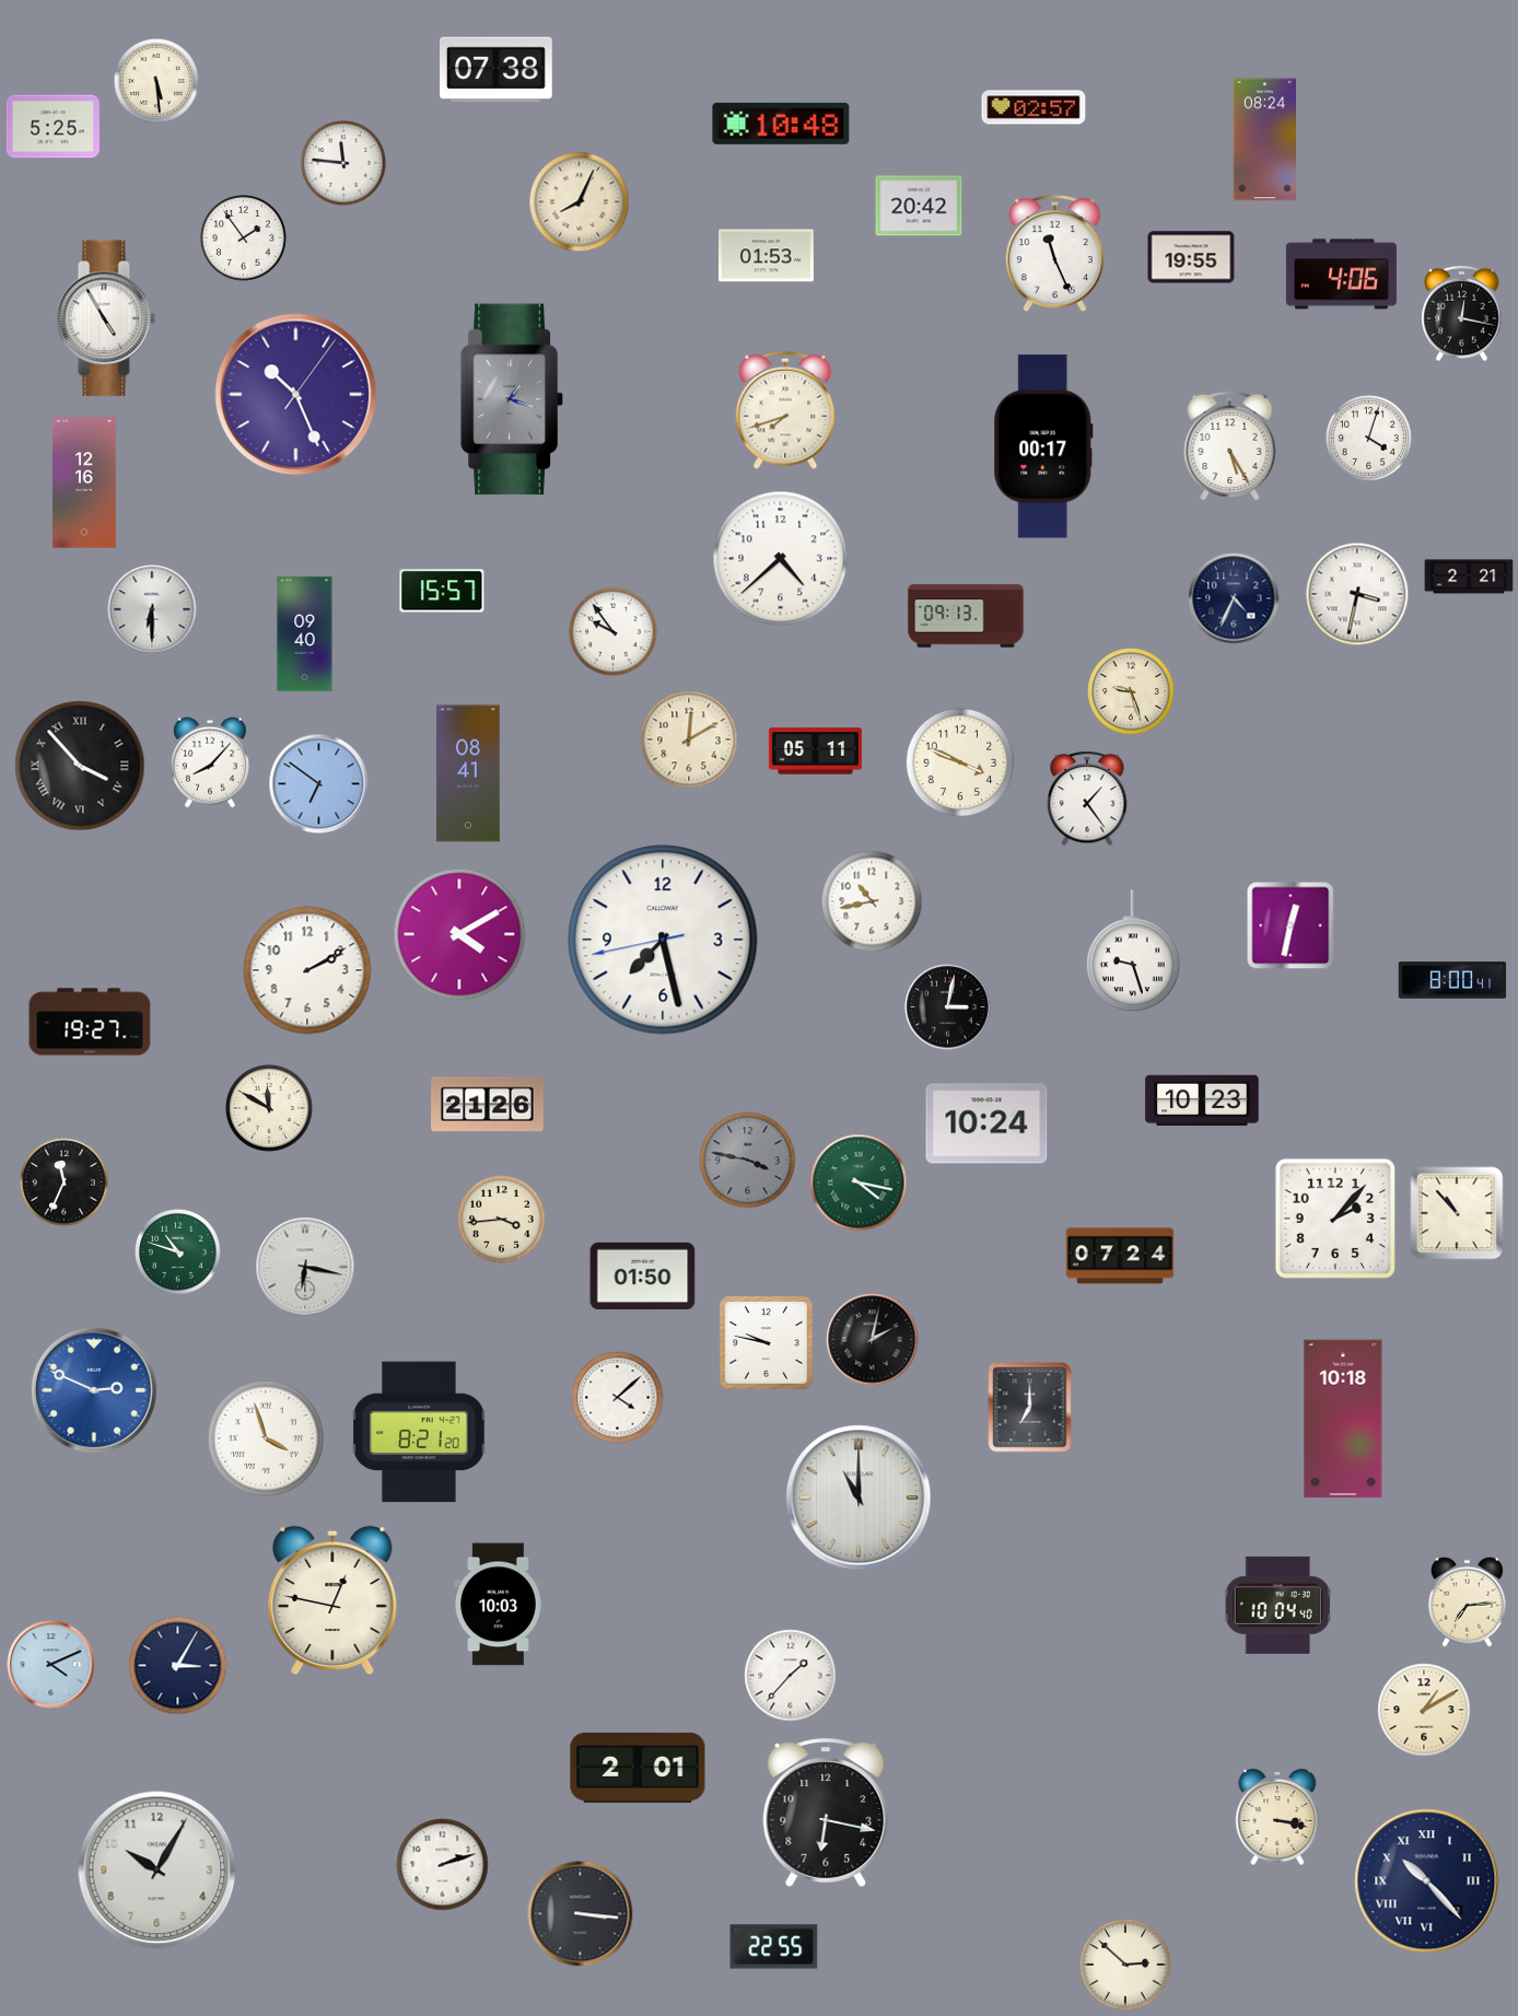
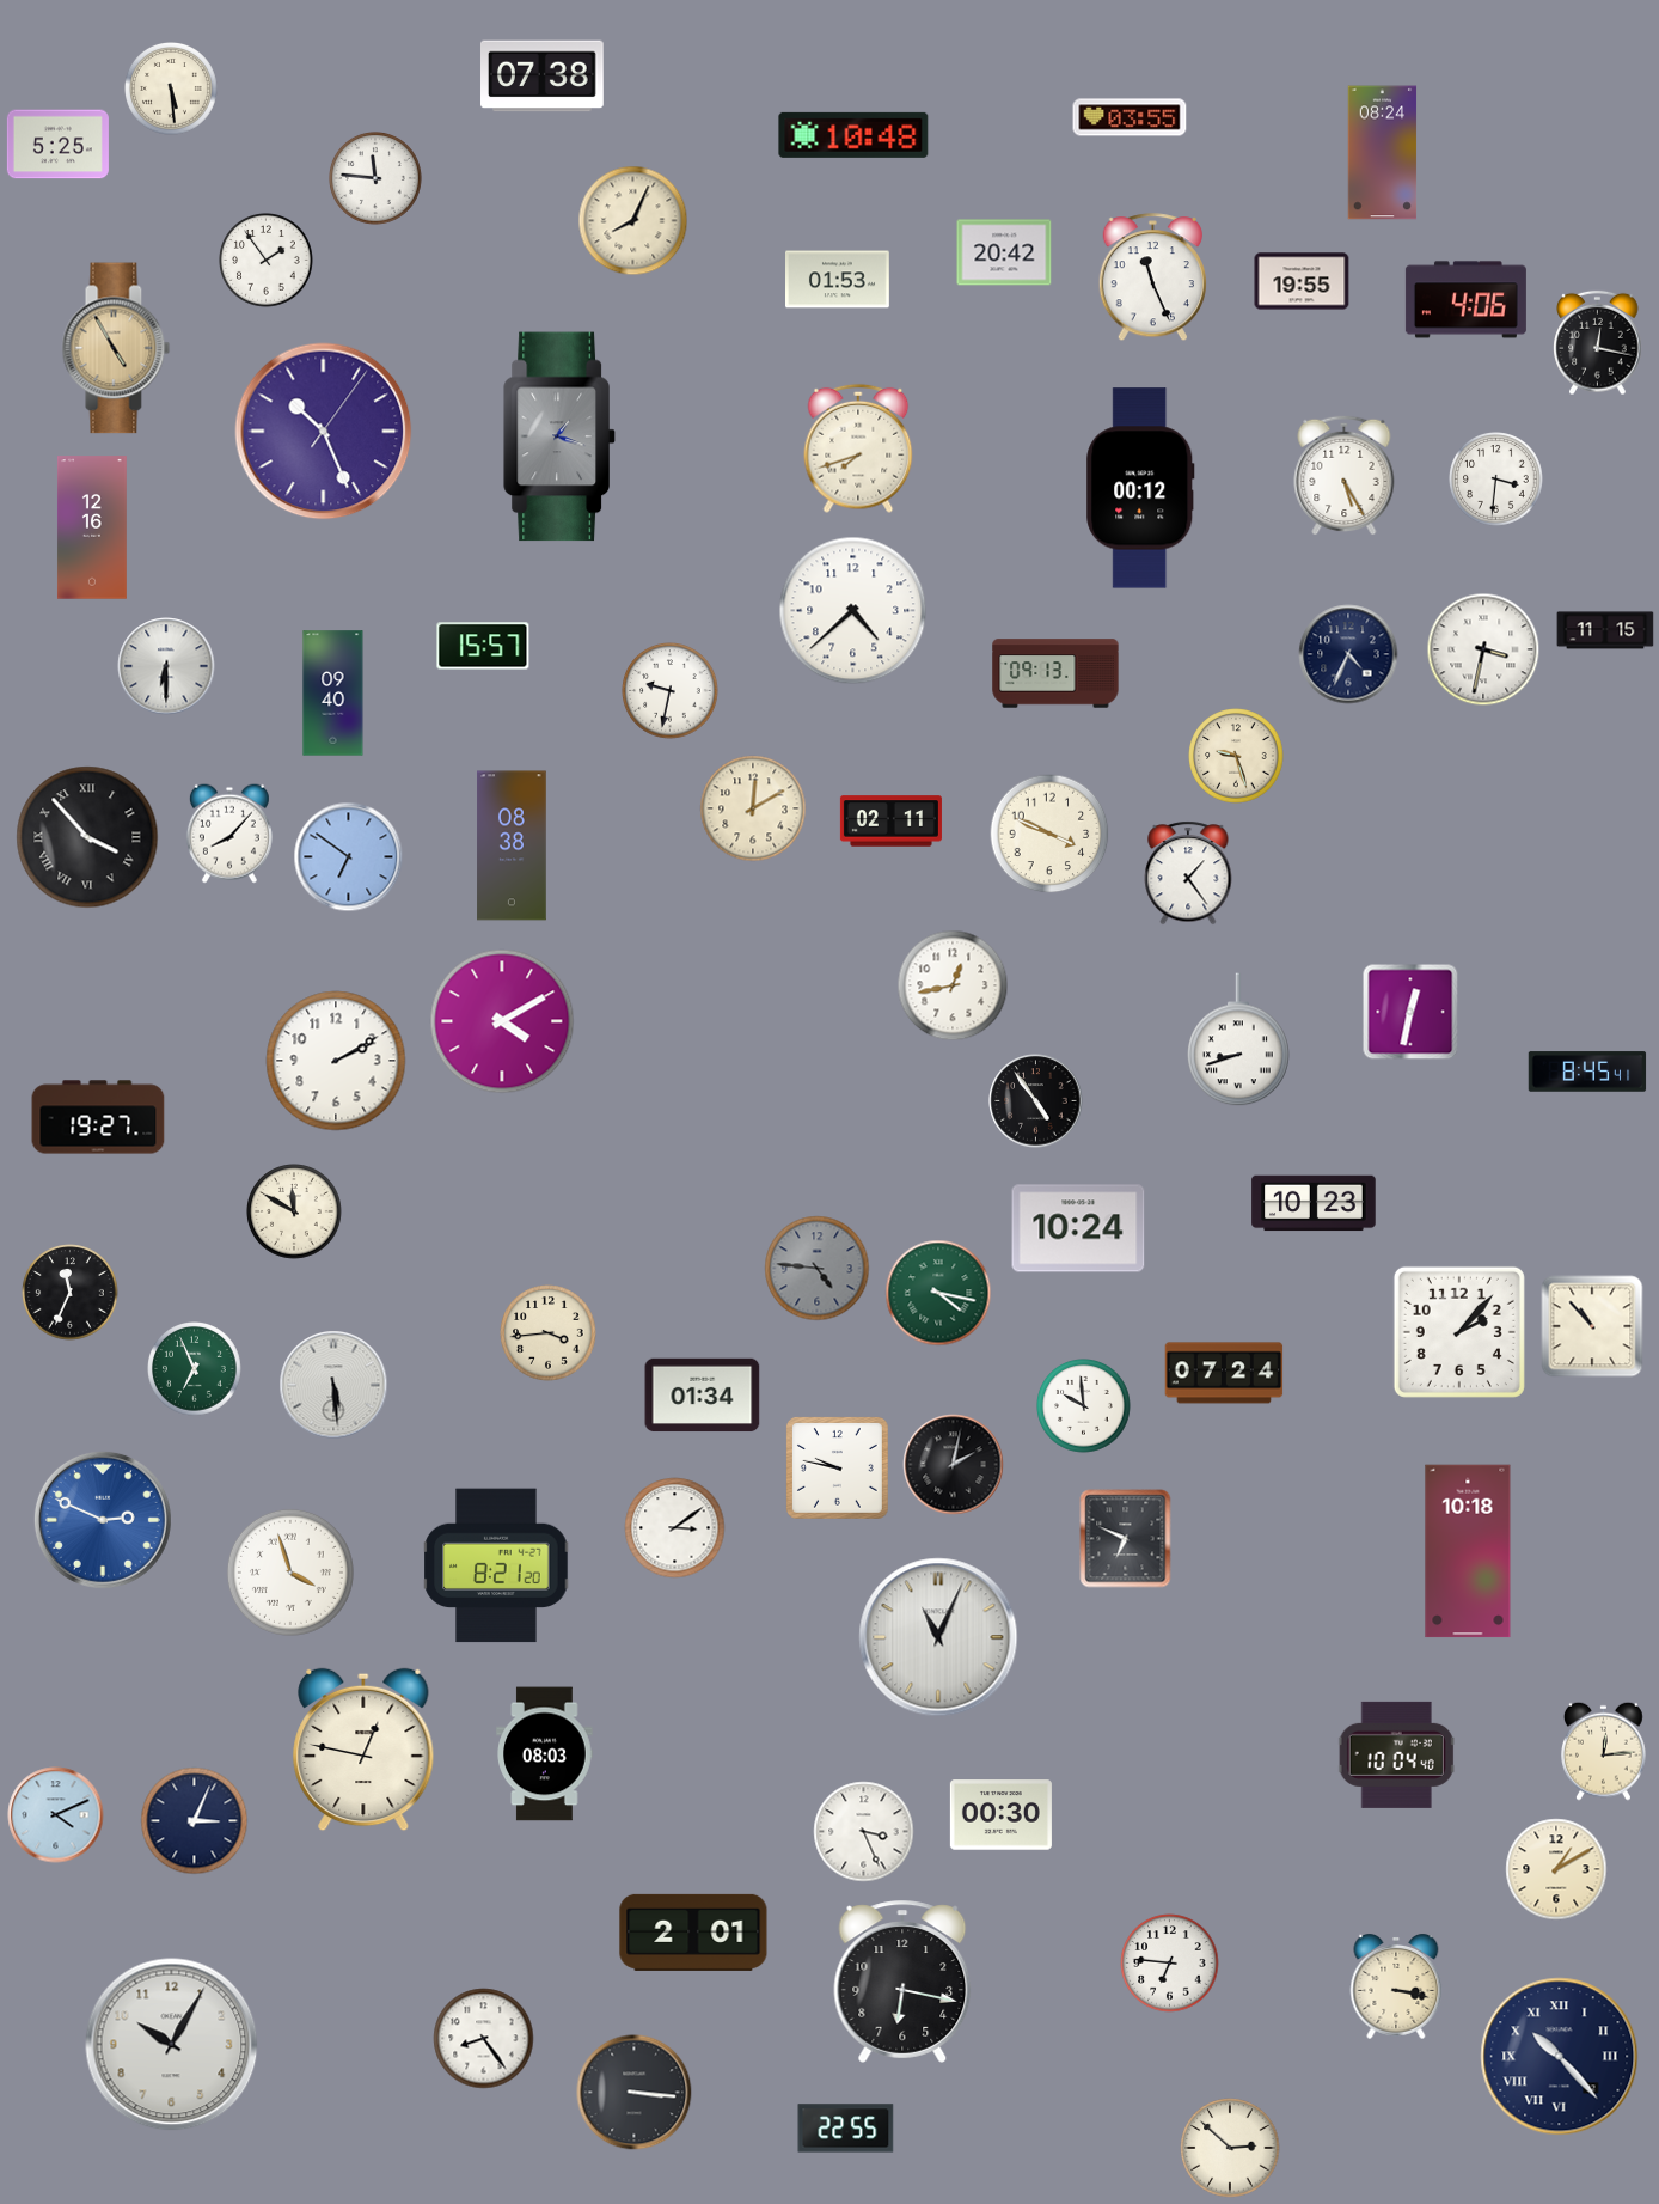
clock at (1034, 107): 02:57 -> 03:55
clock at (52, 127) position: (52, 127) -> (57, 145)
clock at (919, 206) position: (919, 206) -> (1004, 252)
clock at (106, 318) dial: white -> champagne
clock at (1369, 439): 4:03 -> 3:31
clock at (1230, 445) position: (1230, 445) -> (1345, 475)
clock at (1043, 446): 00:17 -> 00:12
clock at (1469, 576): 2:21 -> 11:15
clock at (614, 632): 9:54 -> 9:32
clock at (815, 751): 05:11 -> 02:11
clock at (468, 773): 08:41 -> 08:38
clock at (872, 901): 10:43 -> 12:43
clock at (663, 940): 7:27 -> none
clock at (1133, 952): 9:27 -> 8:42
clock at (1452, 980): 8:00 -> 8:45
clock at (948, 1007): 3:02 -> 4:54
clock at (488, 1105): 21:26 -> none
clock at (748, 1161): 3:47 -> 4:46
clock at (178, 1252): 10:48 -> 6:56
clock at (305, 1267): 6:17 -> 5:29
clock at (643, 1277): 01:50 -> 01:34
clock at (1084, 1406): none -> 9:59
clock at (618, 1398): 4:08 -> 3:09
clock at (1030, 1408): 7:00 -> 6:49
clock at (419, 1432) position: (419, 1432) -> (496, 1565)
clock at (859, 1498): 11:00 -> 11:04
clock at (1468, 1601): 7:14 -> 12:14
clock at (499, 1605): 10:03 -> 08:03
clock at (1000, 1815): none -> 00:30
clock at (51, 1665) position: (51, 1665) -> (56, 1815)
clock at (178, 1666): 3:05 -> 3:04
clock at (791, 1676): 1:37 -> 3:26
clock at (638, 1768) position: (638, 1768) -> (693, 1933)
clock at (1170, 1964): none -> 6:46
clock at (443, 1865): 2:12 -> 8:24
